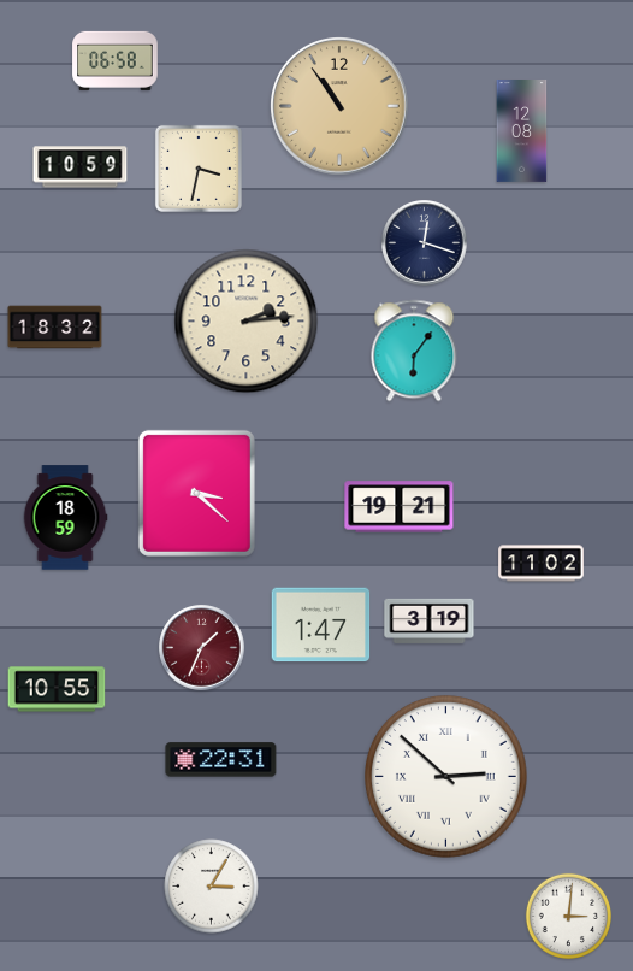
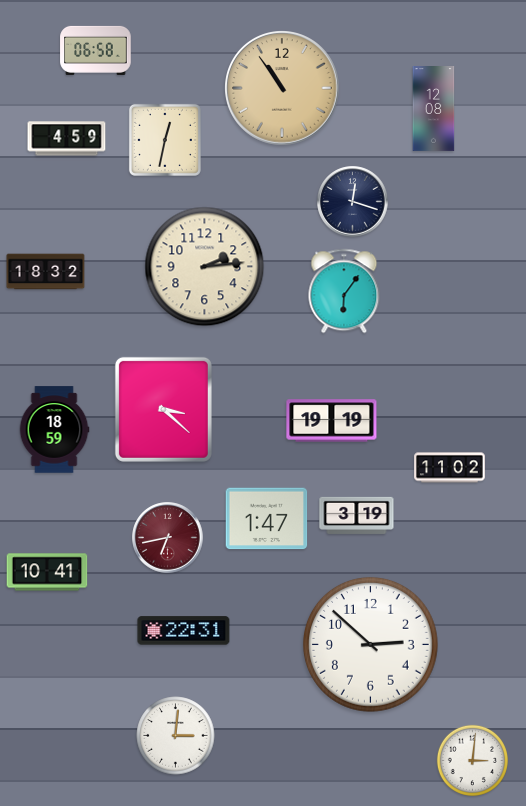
clock at (81, 167): 10:59 -> 4:59
clock at (199, 169): 3:32 -> 12:32
clock at (400, 507): 19:21 -> 19:19
clock at (202, 648): 1:34 -> 6:43
clock at (57, 689): 10:55 -> 10:41
clock at (445, 776) numerals: Roman -> Arabic
clock at (212, 887): 3:05 -> 3:01
